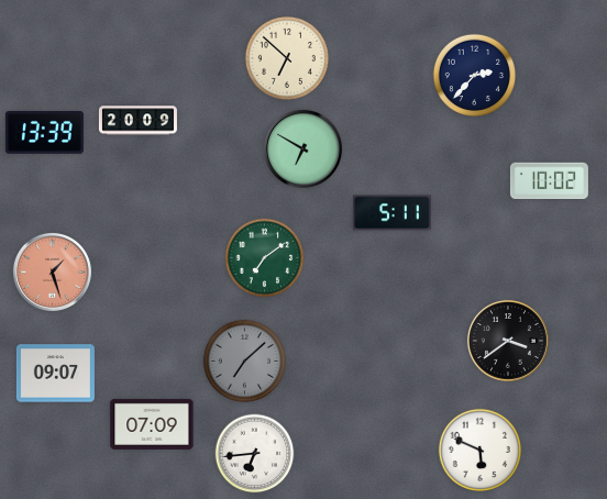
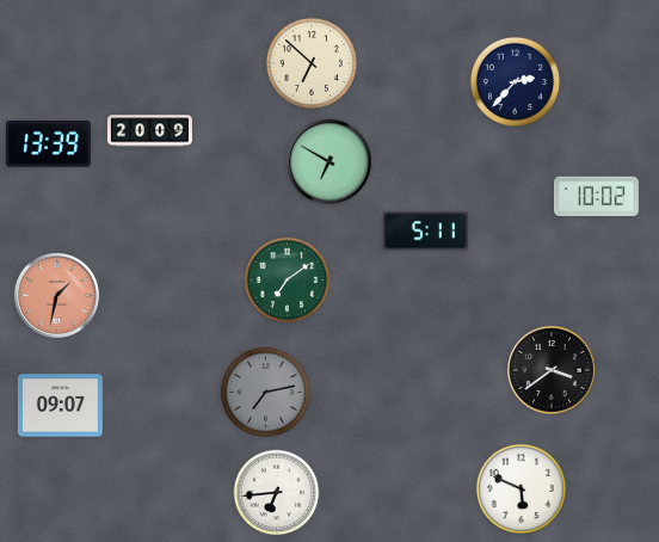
clock at (52, 271): 1:27 -> 1:32
clock at (244, 361): 7:08 -> 7:13
clock at (152, 424): 07:09 -> none
